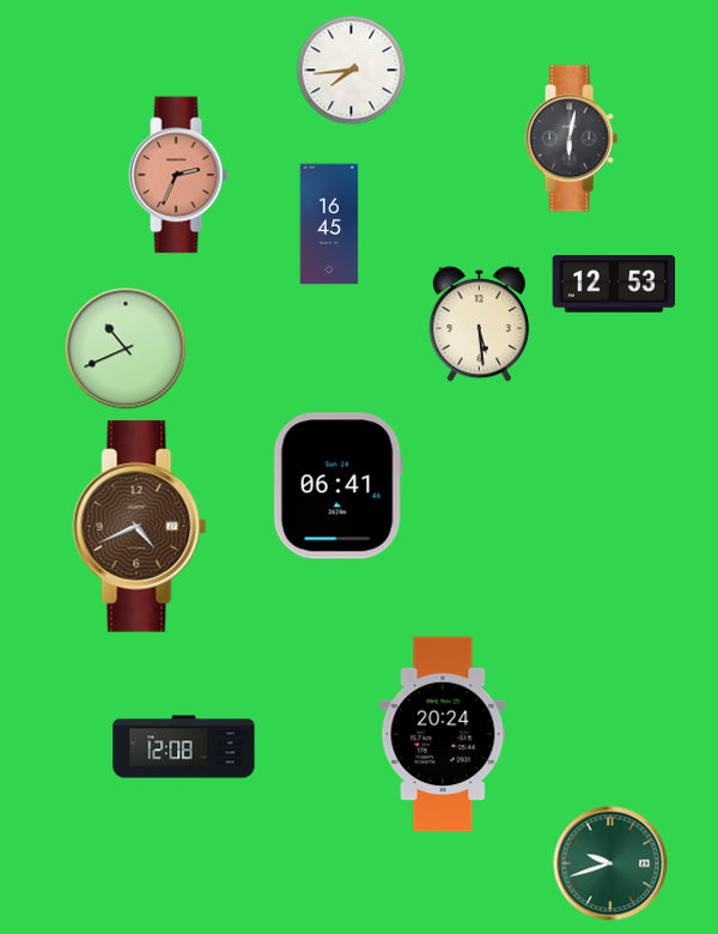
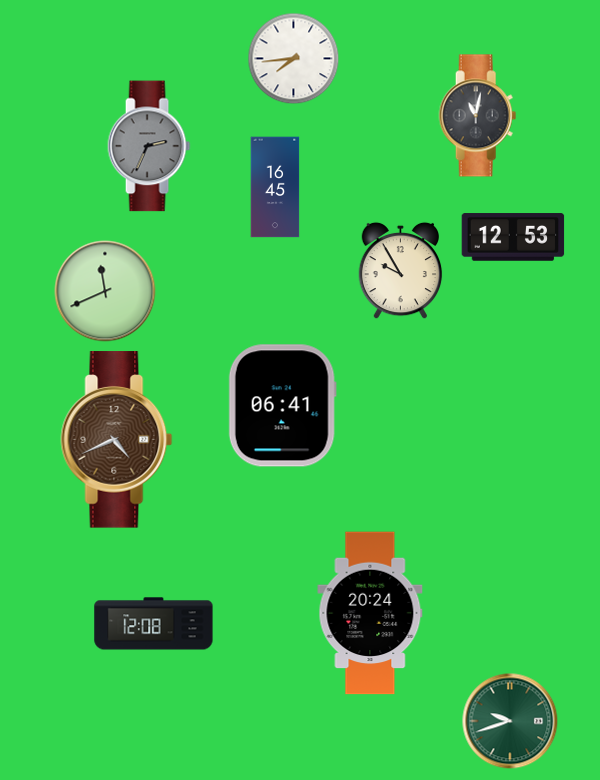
clock at (572, 139): 6:02 -> 11:02
clock at (178, 175) dial: salmon -> grey
clock at (480, 325): 5:29 -> 9:55
clock at (126, 348): 10:41 -> 11:41
